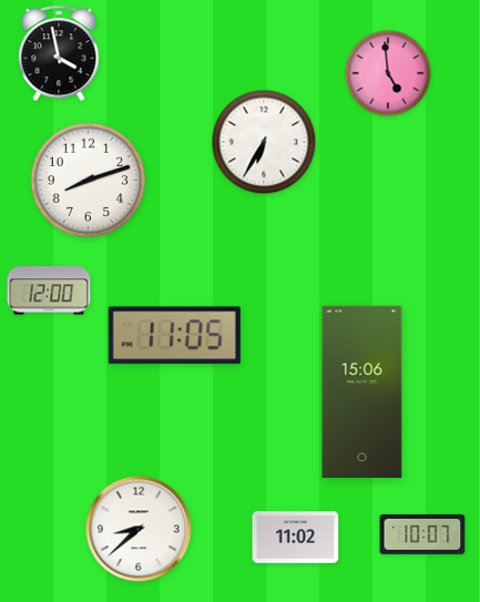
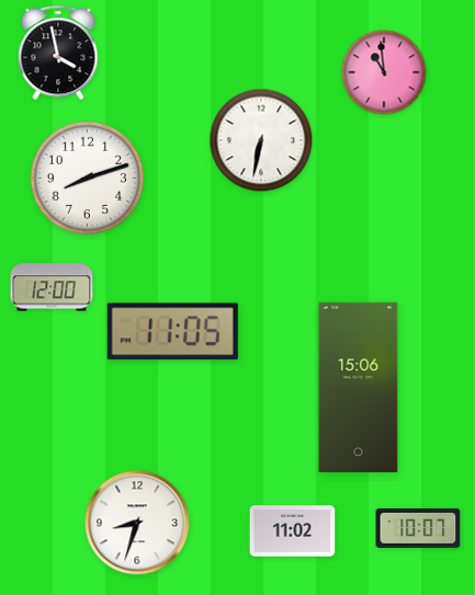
clock at (388, 73): 4:59 -> 10:59
clock at (264, 142): 6:35 -> 6:32
clock at (49, 290) position: (49, 290) -> (52, 287)
clock at (139, 529): 8:38 -> 8:33
